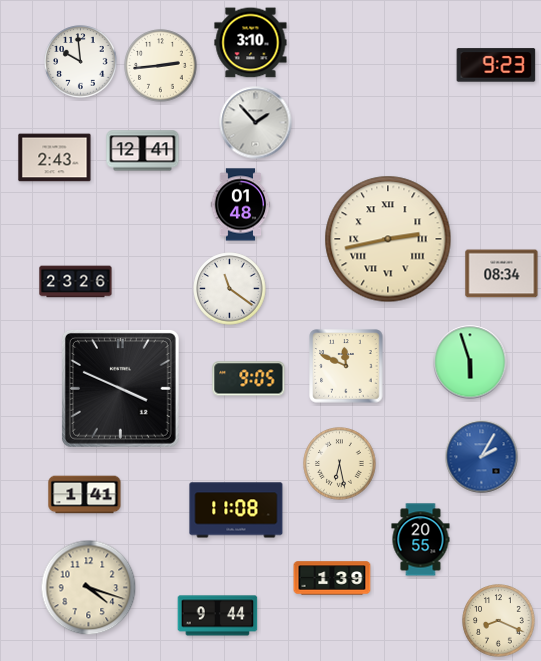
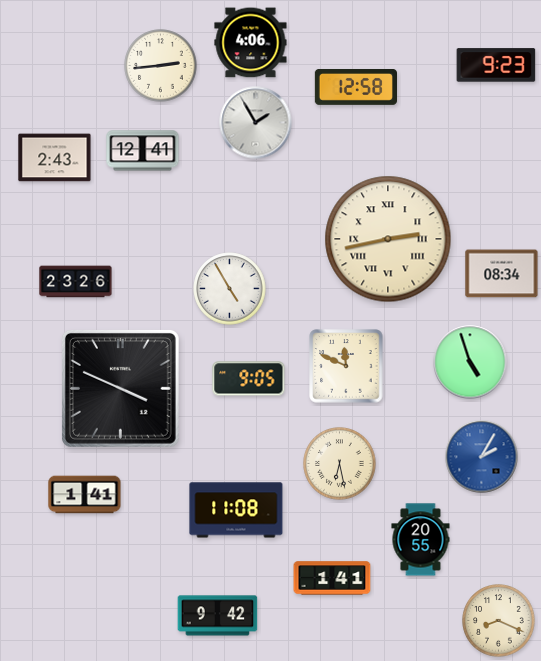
clock at (251, 43): 3:10 -> 4:06
clock at (81, 62): 9:59 -> none
clock at (355, 88): none -> 12:58
clock at (256, 123): 1:53 -> 1:55
clock at (241, 205): 01:48 -> none
clock at (230, 289): 11:21 -> 4:55
clock at (470, 362): 5:57 -> 4:57
clock at (332, 578): 1:39 -> 1:41
clock at (89, 588): 4:18 -> none
clock at (218, 616): 9:44 -> 9:42
